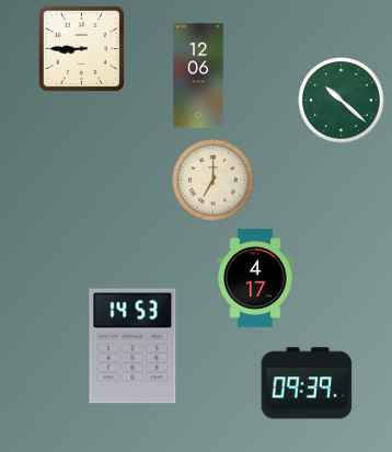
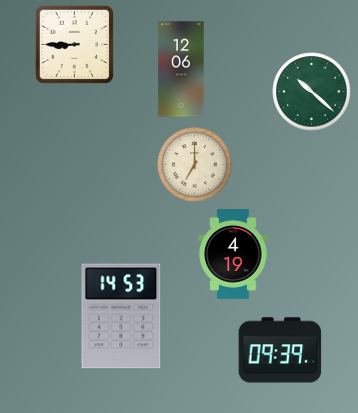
clock at (255, 279): 4:17 -> 4:19
